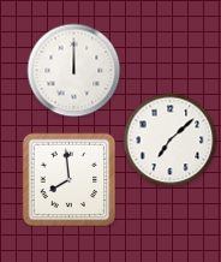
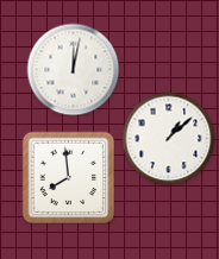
clock at (73, 70): 12:00 -> 12:02
clock at (169, 139): 7:08 -> 1:08
